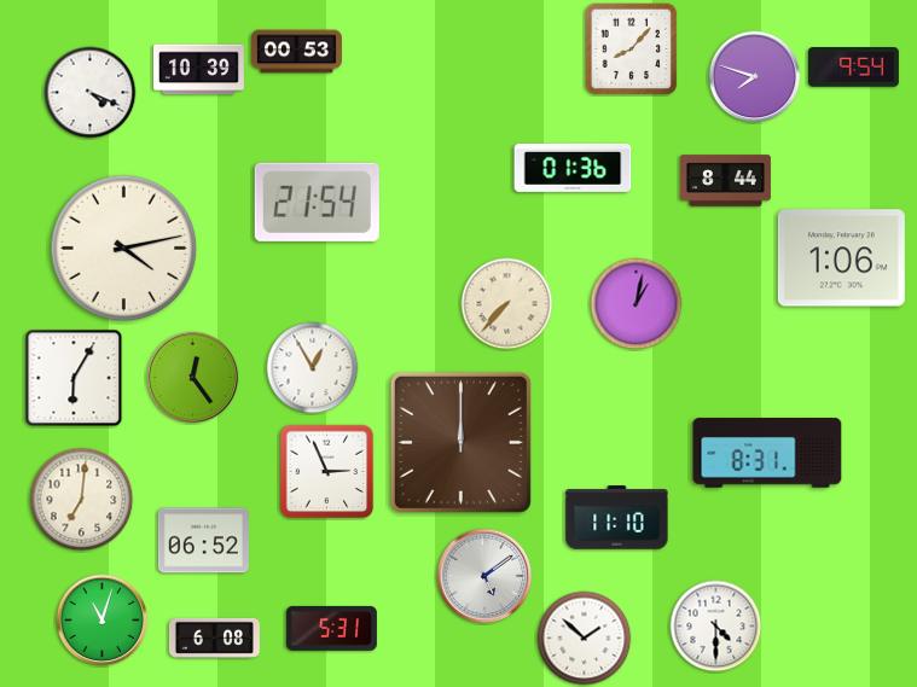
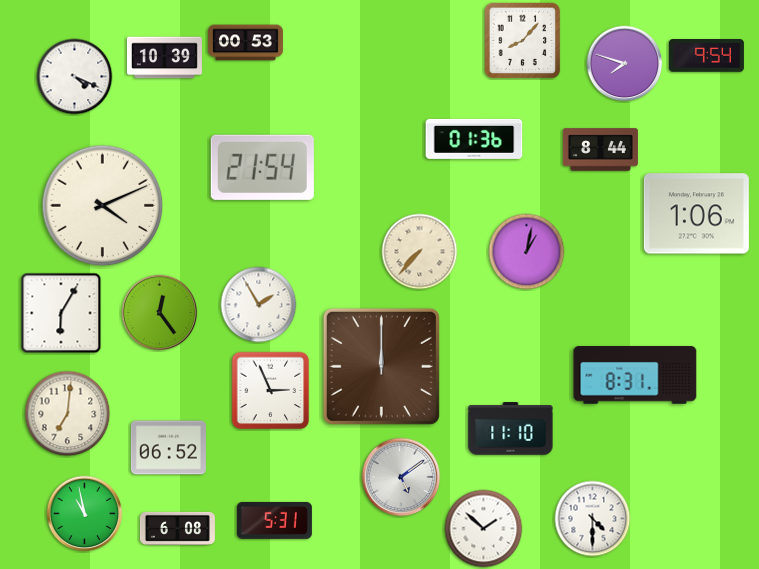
clock at (124, 249): 4:13 -> 4:11
clock at (313, 368): 12:55 -> 1:55
clock at (103, 621): 11:03 -> 10:58
